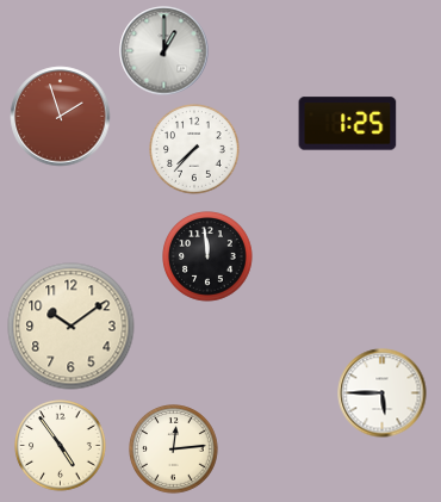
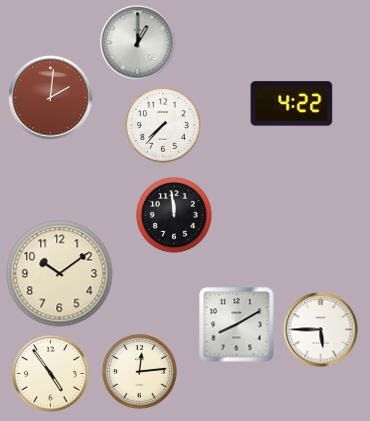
clock at (61, 117): 1:57 -> 2:01
clock at (348, 124): 1:25 -> 4:22
clock at (237, 325): none -> 8:10
clock at (174, 450) position: (174, 450) -> (140, 372)
